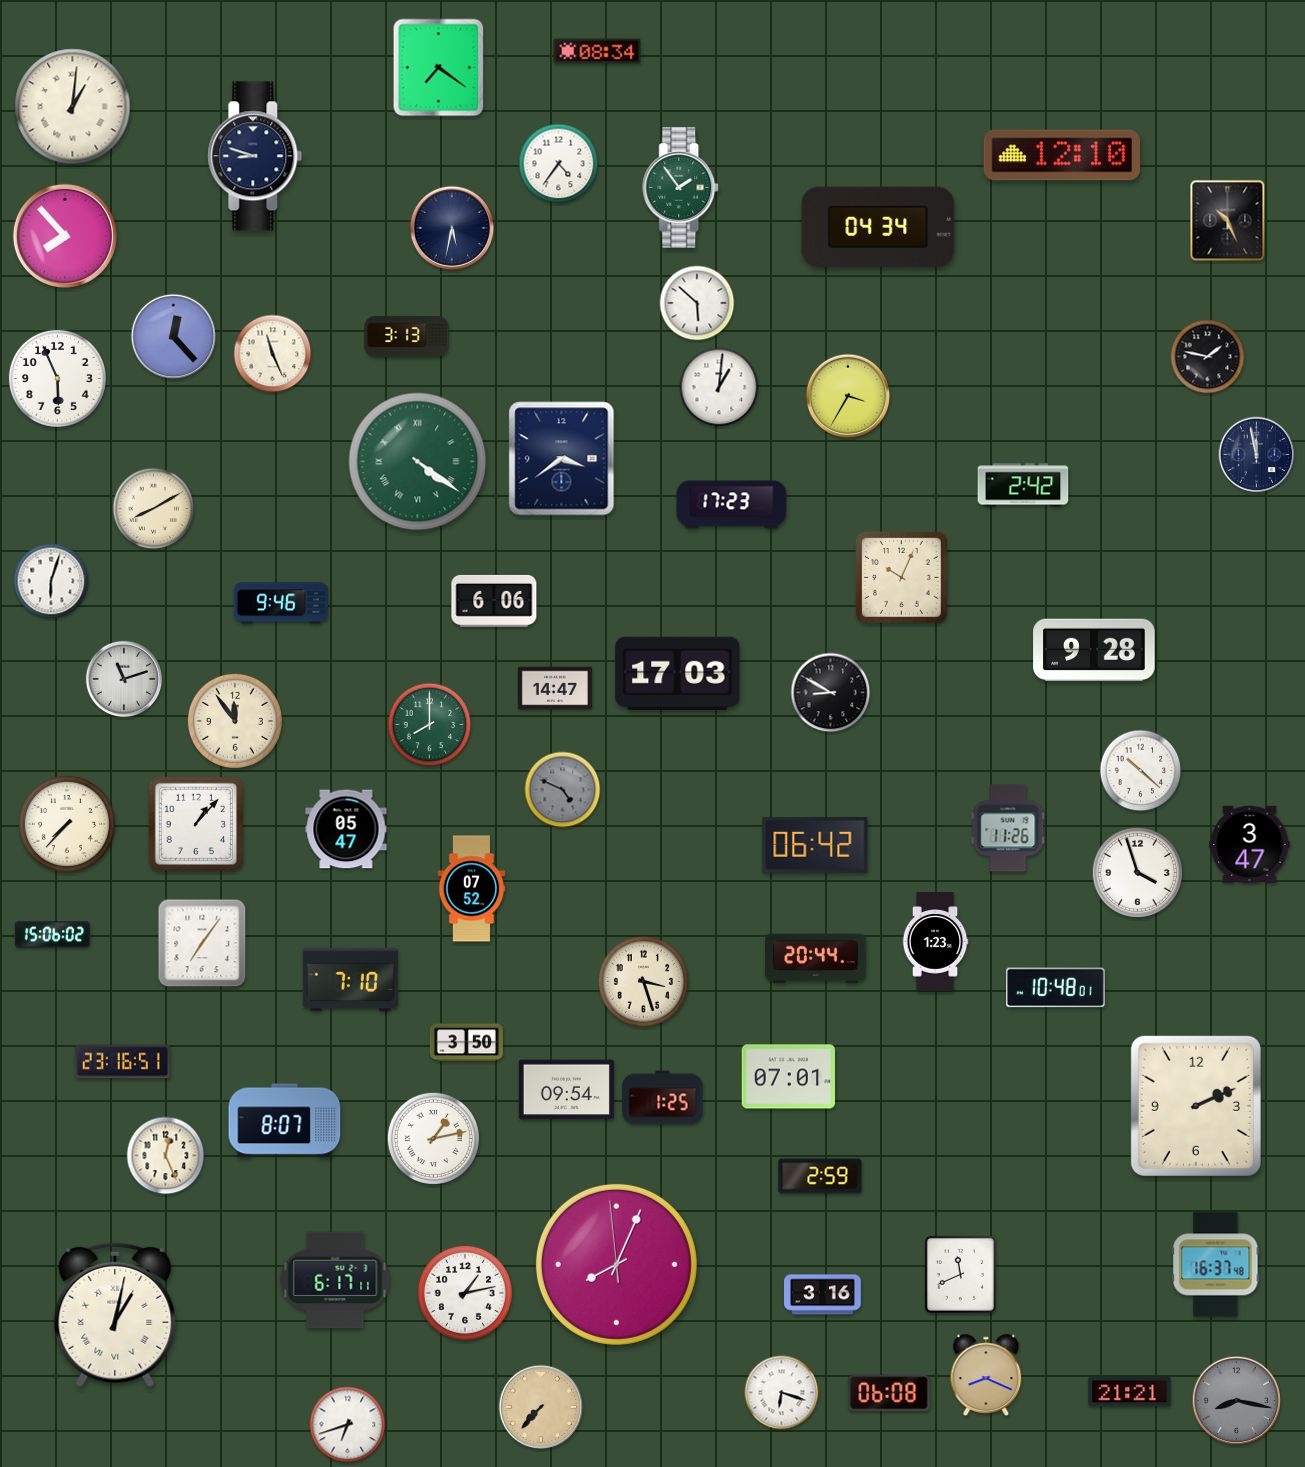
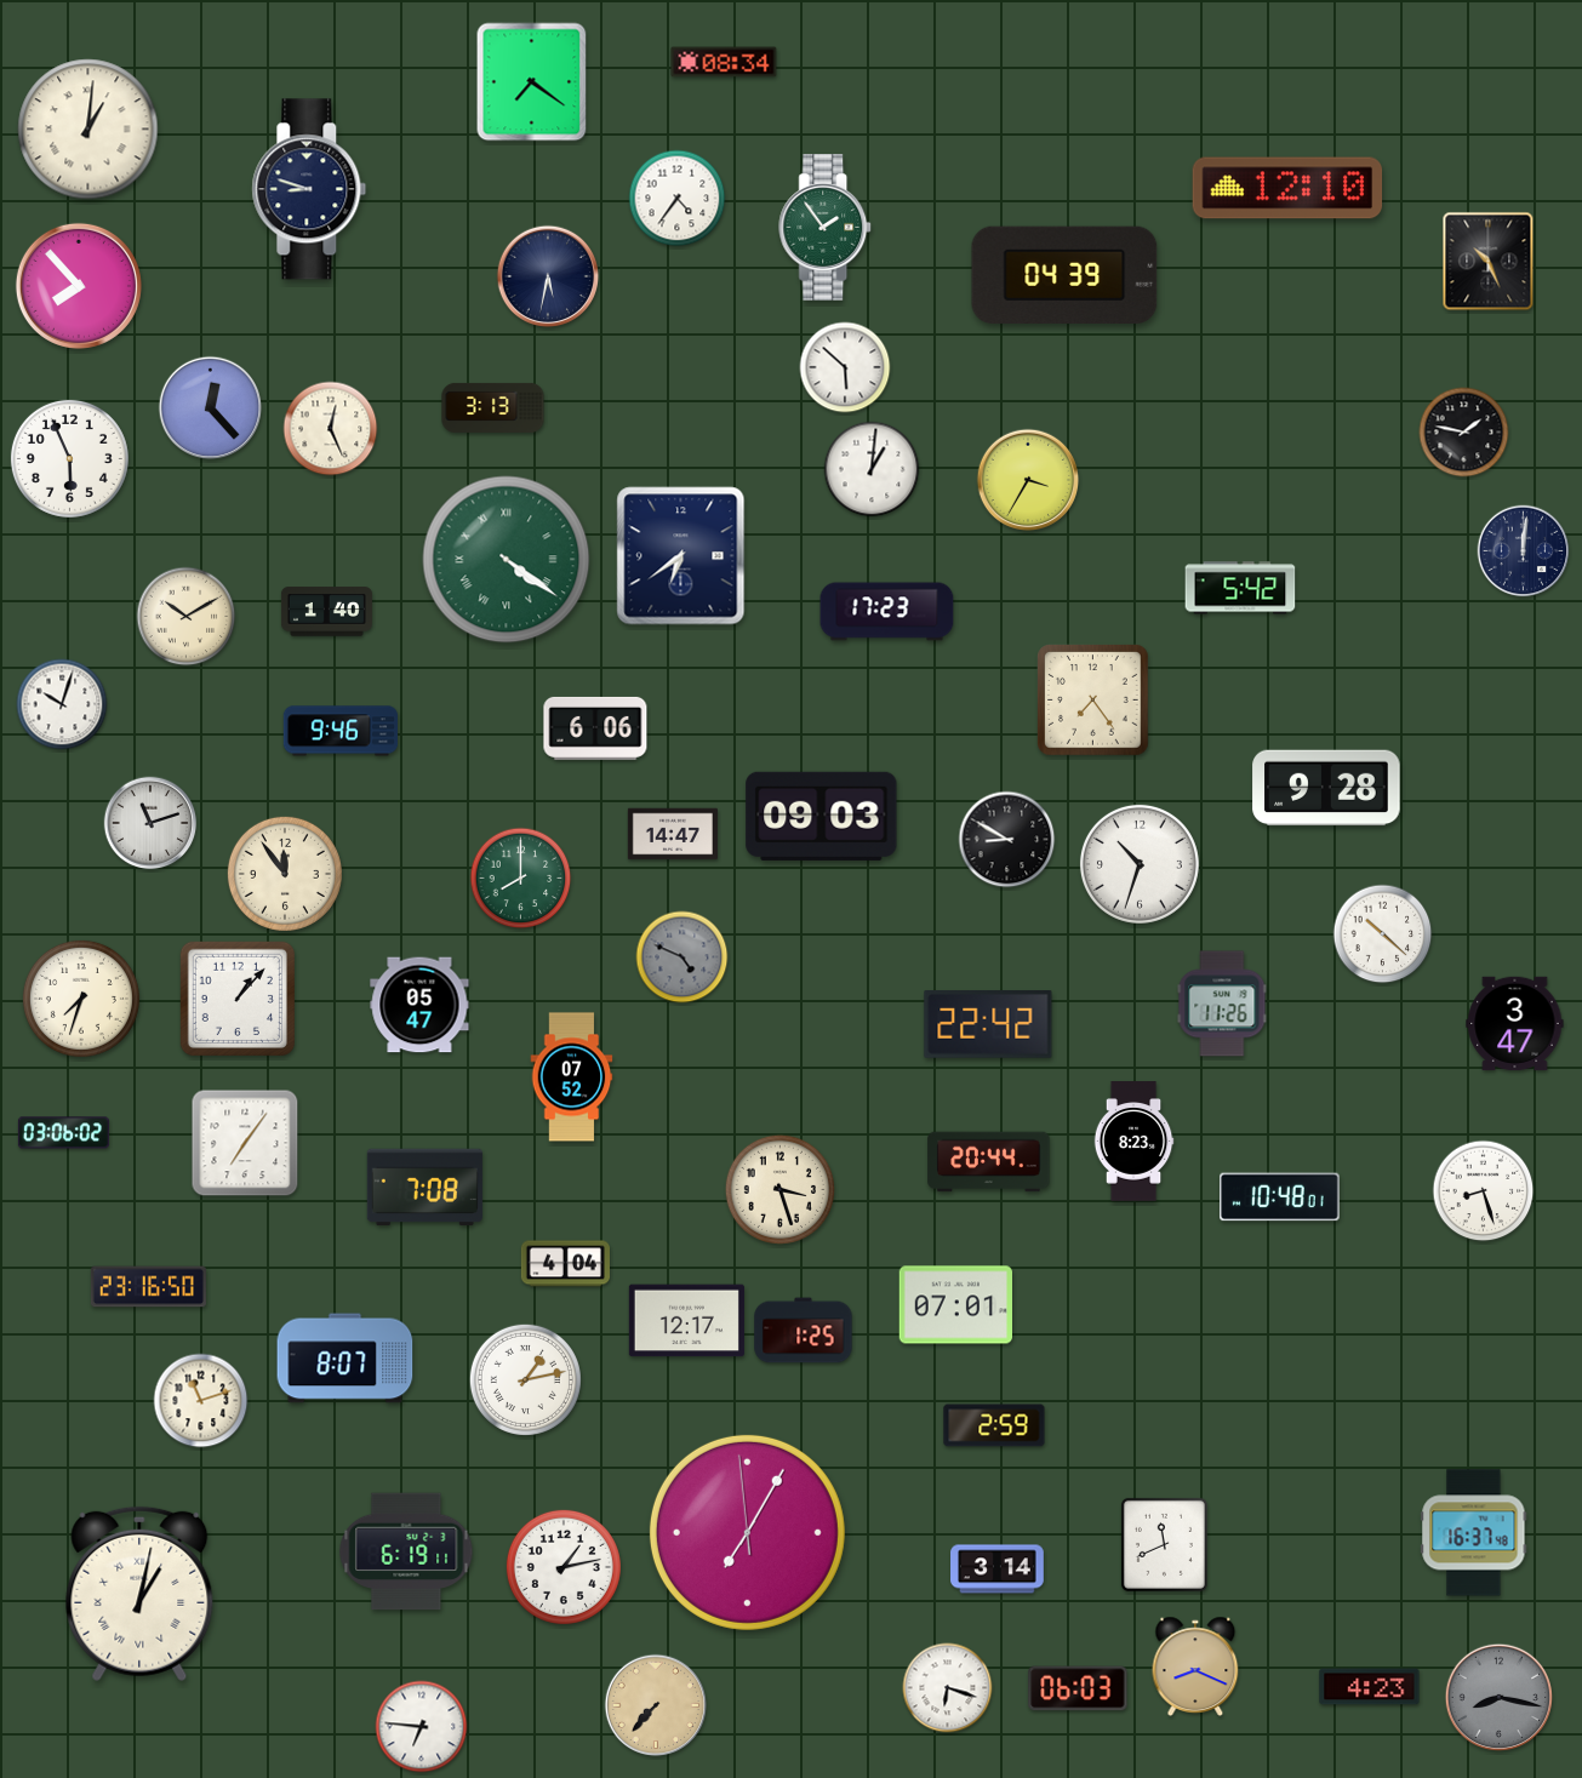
clock at (1228, 221) position: (1228, 221) -> (1489, 262)
clock at (878, 227): 04:34 -> 04:39
clock at (273, 354): 11:26 -> 12:26
clock at (1257, 455): 11:58 -> 12:01
clock at (562, 459): 3:39 -> 6:39
clock at (1023, 485): 2:42 -> 5:42
clock at (326, 612): none -> 1:40
clock at (154, 509): 8:10 -> 10:10
clock at (902, 578): 10:04 -> 7:24
clock at (51, 581): 6:03 -> 10:03
clock at (494, 601) position: (494, 601) -> (595, 728)
clock at (678, 673): 17:03 -> 09:03
clock at (1140, 864): none -> 10:33
clock at (67, 824): 7:37 -> 7:33
clock at (815, 846): 06:42 -> 22:42
clock at (1137, 872): 3:57 -> none
clock at (52, 935): 15:06 -> 03:06
clock at (935, 942): 1:23 -> 8:23
clock at (350, 980): 7:10 -> 7:08
clock at (1484, 1191): none -> 8:27
clock at (466, 1043): 3:50 -> 4:04
clock at (122, 1062): 23:16:51 -> 23:16:50
clock at (566, 1090): 09:54 -> 12:17
clock at (1196, 1106): 2:11 -> none
clock at (166, 1156): 12:26 -> 11:12
clock at (616, 1264): 8:03 -> 7:04
clock at (335, 1280): 6:17 -> 6:19
clock at (823, 1295): 3:16 -> 3:14
clock at (1130, 1392): 21:21 -> 4:23
clock at (889, 1393): 06:08 -> 06:03
clock at (348, 1425): 6:42 -> 6:46
